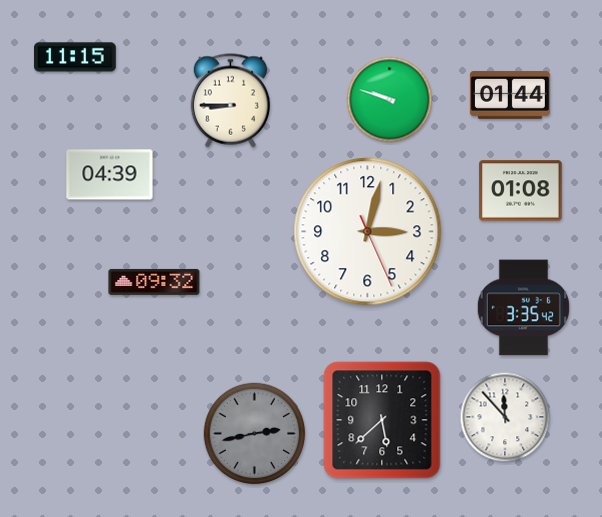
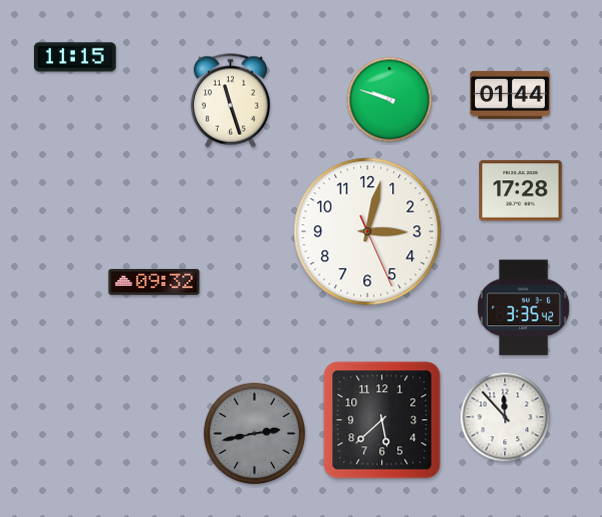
clock at (230, 101): 8:45 -> 11:27
clock at (110, 175): 04:39 -> none
clock at (521, 191): 01:08 -> 17:28
